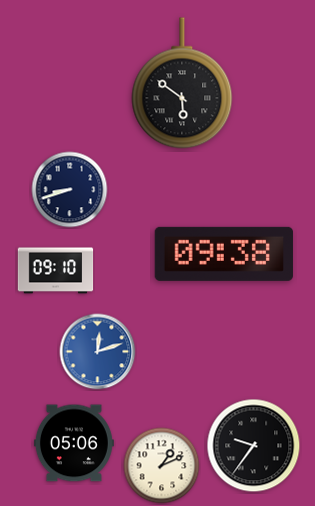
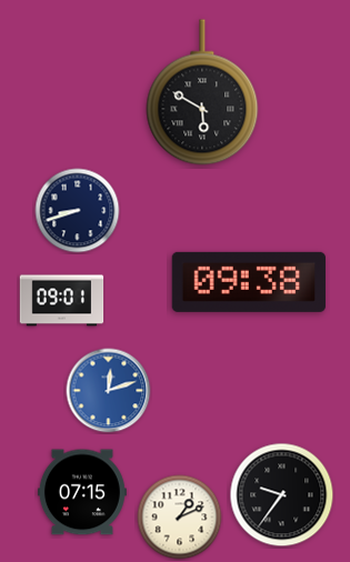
clock at (182, 83): 5:51 -> 5:50
clock at (56, 271): 09:10 -> 09:01
clock at (74, 443): 05:06 -> 07:15
